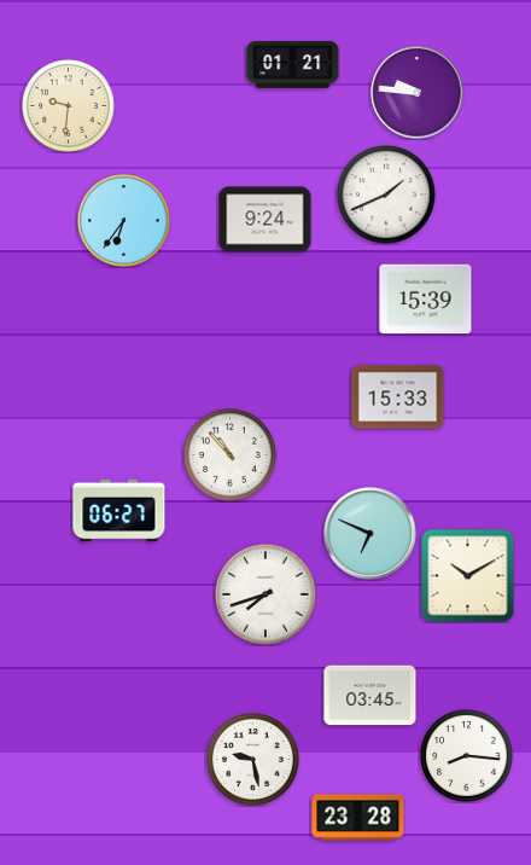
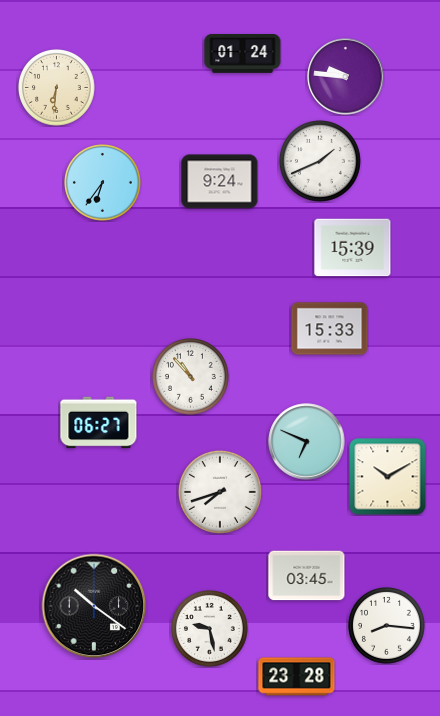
clock at (293, 65): 01:21 -> 01:24
clock at (69, 106): 9:31 -> 6:31
clock at (94, 606): none -> 10:21
